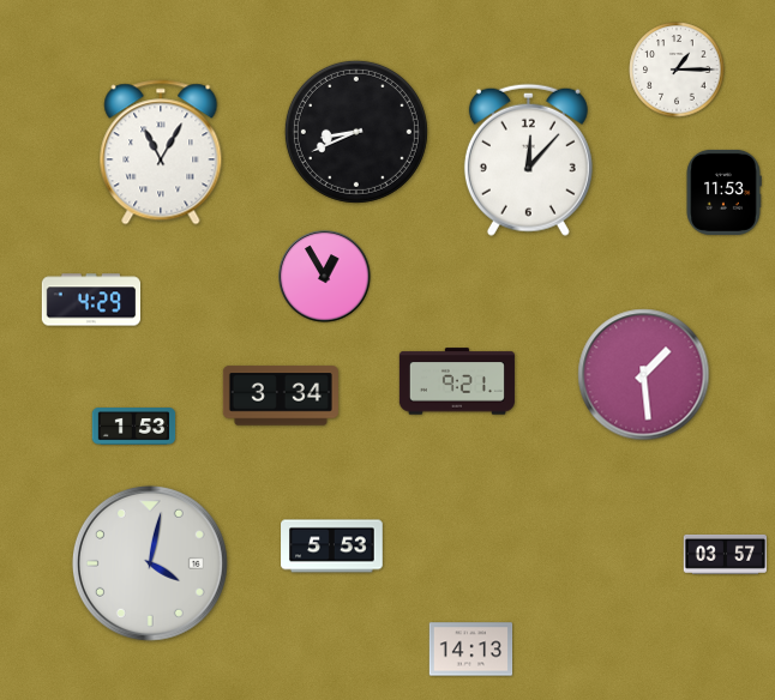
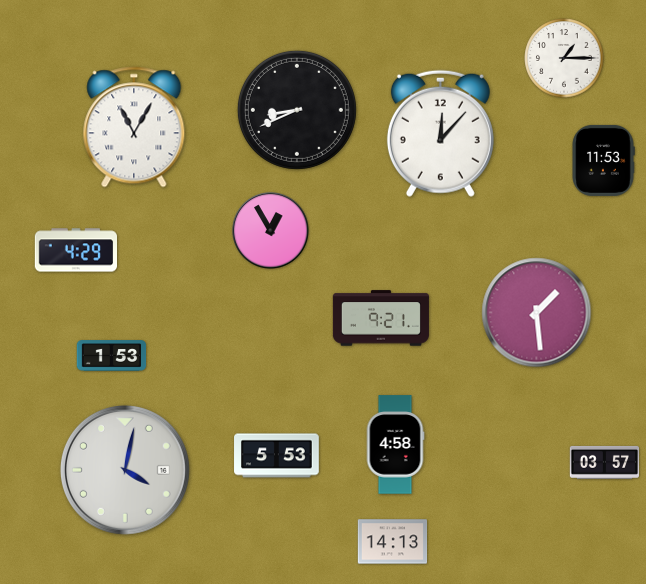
clock at (281, 396): 3:34 -> none
clock at (395, 445): none -> 4:58
